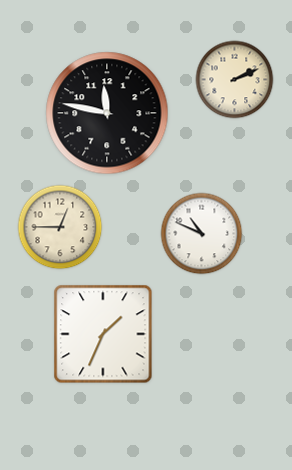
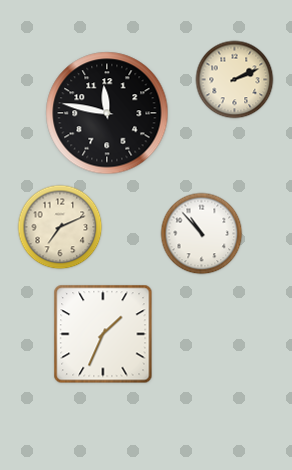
clock at (60, 227): 12:45 -> 7:11
clock at (202, 234): 10:49 -> 10:53
